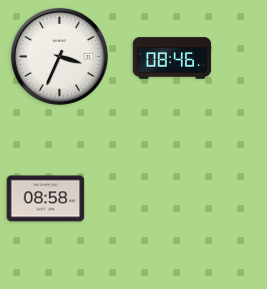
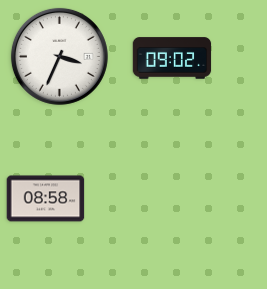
clock at (172, 58): 08:46 -> 09:02
